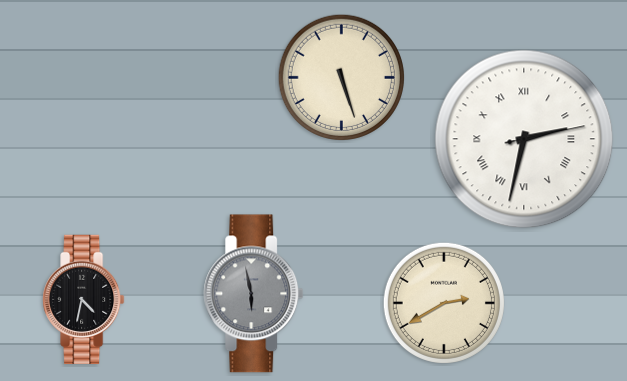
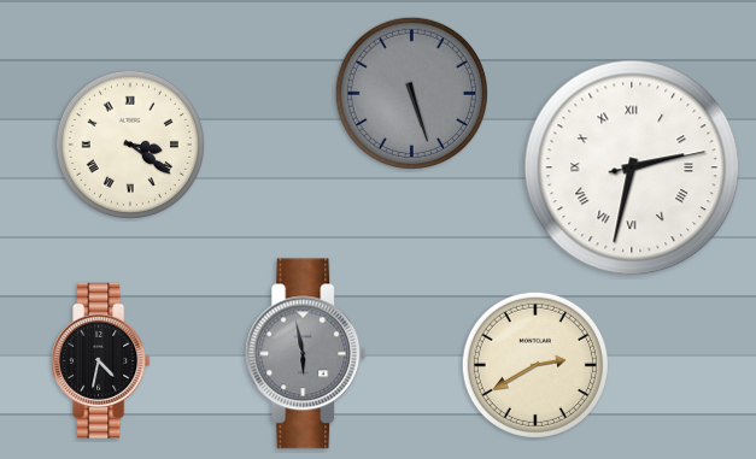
clock at (341, 77) dial: cream -> grey
clock at (130, 145): none -> 3:21
